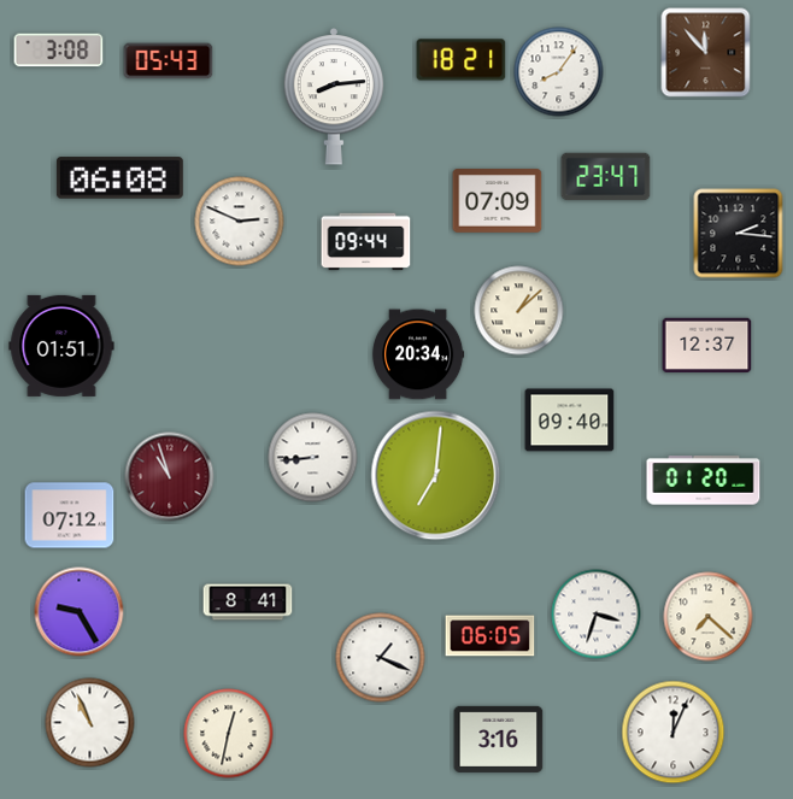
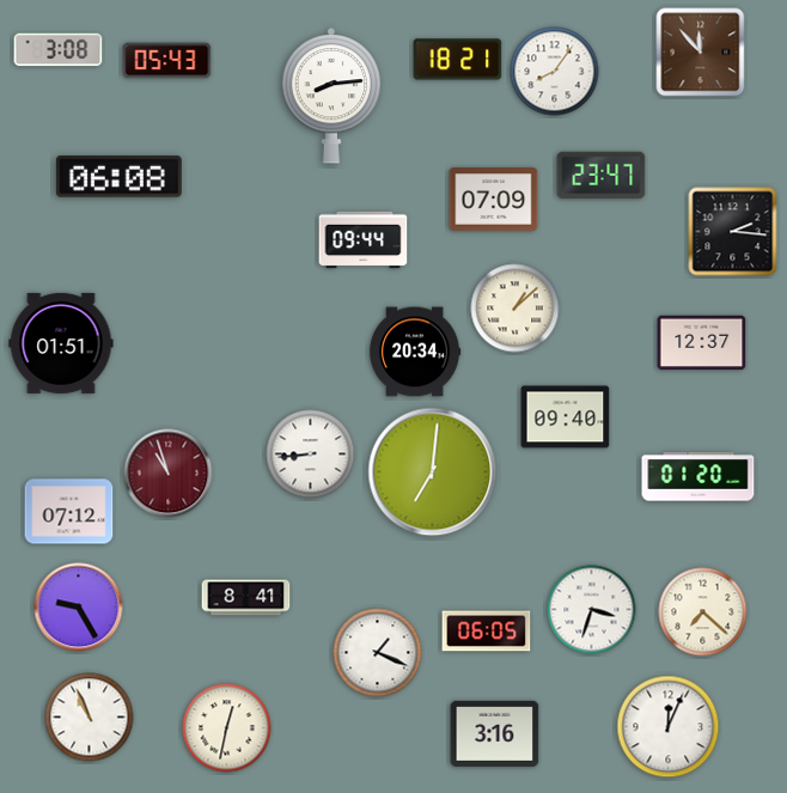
clock at (240, 222): 2:49 -> none
